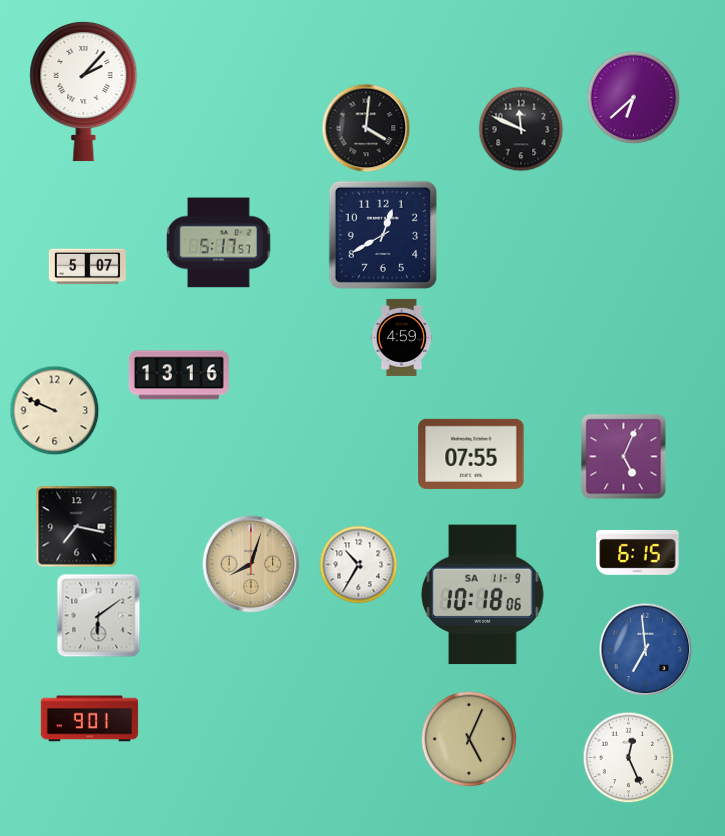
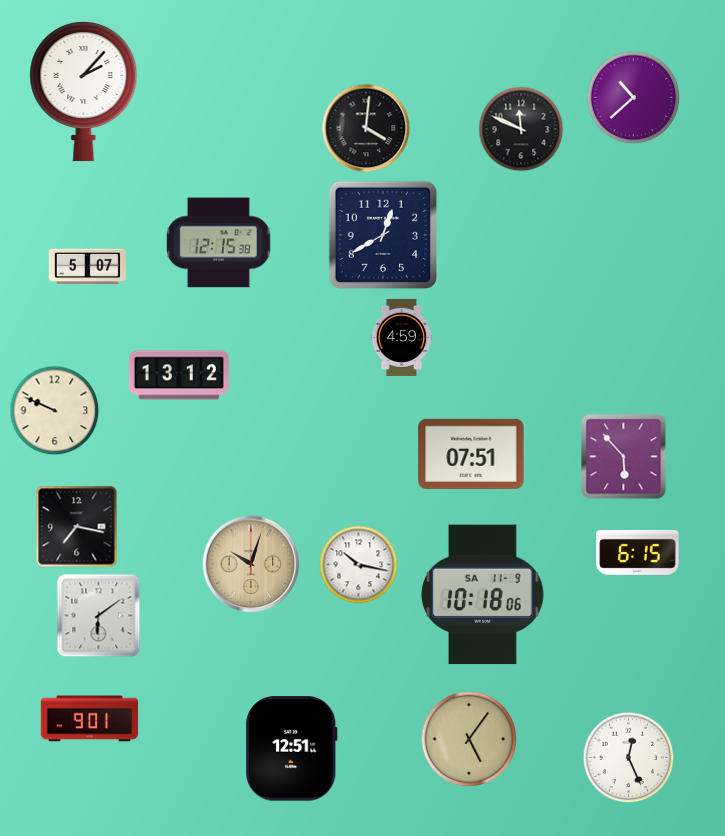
clock at (634, 98): 6:38 -> 10:38
clock at (219, 243): 5:17 -> 12:15
clock at (179, 375): 13:16 -> 13:12
clock at (471, 454): 07:55 -> 07:51
clock at (624, 457): 5:04 -> 5:53
clock at (251, 564): 8:03 -> 10:03
clock at (359, 565): 10:35 -> 10:17
clock at (646, 650): 6:59 -> none
clock at (469, 739): 5:04 -> 5:06
clock at (292, 749): none -> 12:51
